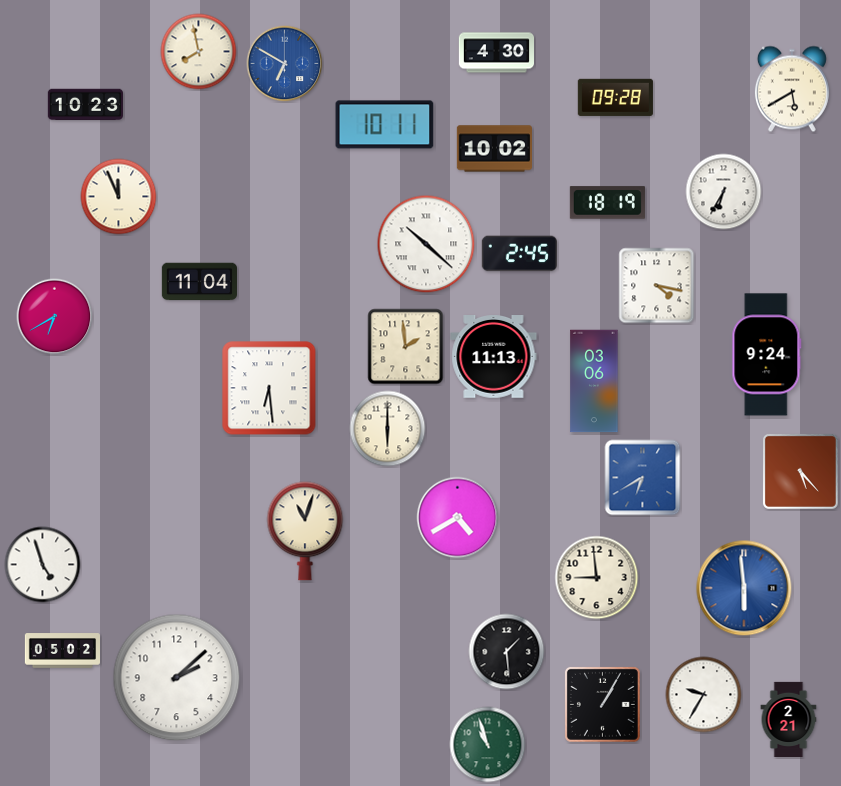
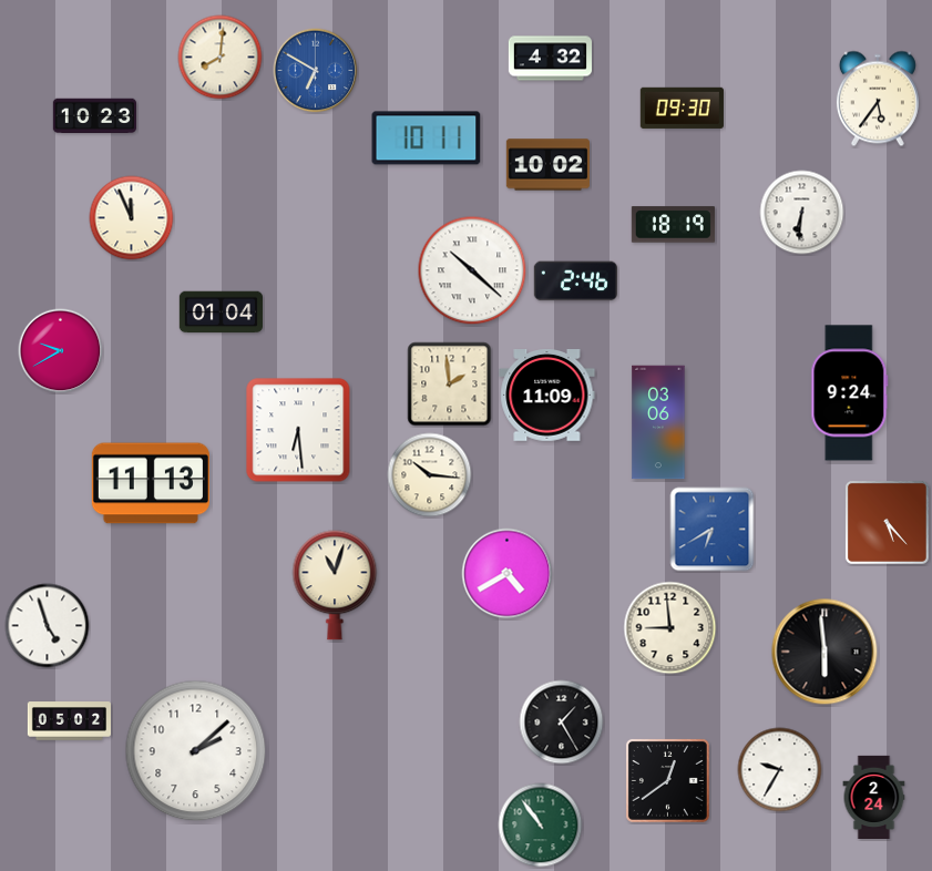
clock at (199, 52): 7:58 -> 8:01
clock at (496, 53): 4:30 -> 4:32
clock at (792, 89): 5:40 -> 5:36
clock at (615, 97): 09:28 -> 09:30
clock at (724, 192): 6:35 -> 6:31
clock at (519, 254): 2:45 -> 2:46
clock at (199, 282): 11:04 -> 01:04
clock at (657, 286): 4:17 -> none
clock at (55, 317): 6:40 -> 9:40
clock at (494, 357): 11:13 -> 11:09
clock at (388, 429): 6:00 -> 10:16
clock at (151, 483): none -> 11:13
clock at (305, 531) position: (305, 531) -> (335, 585)
clock at (597, 578) position: (597, 578) -> (670, 628)
clock at (744, 588) dial: blue -> black
clock at (507, 652): 1:29 -> 1:25
clock at (602, 704): 1:05 -> 12:39
clock at (789, 719): 2:21 -> 2:24
clock at (488, 745): 10:57 -> 10:54
